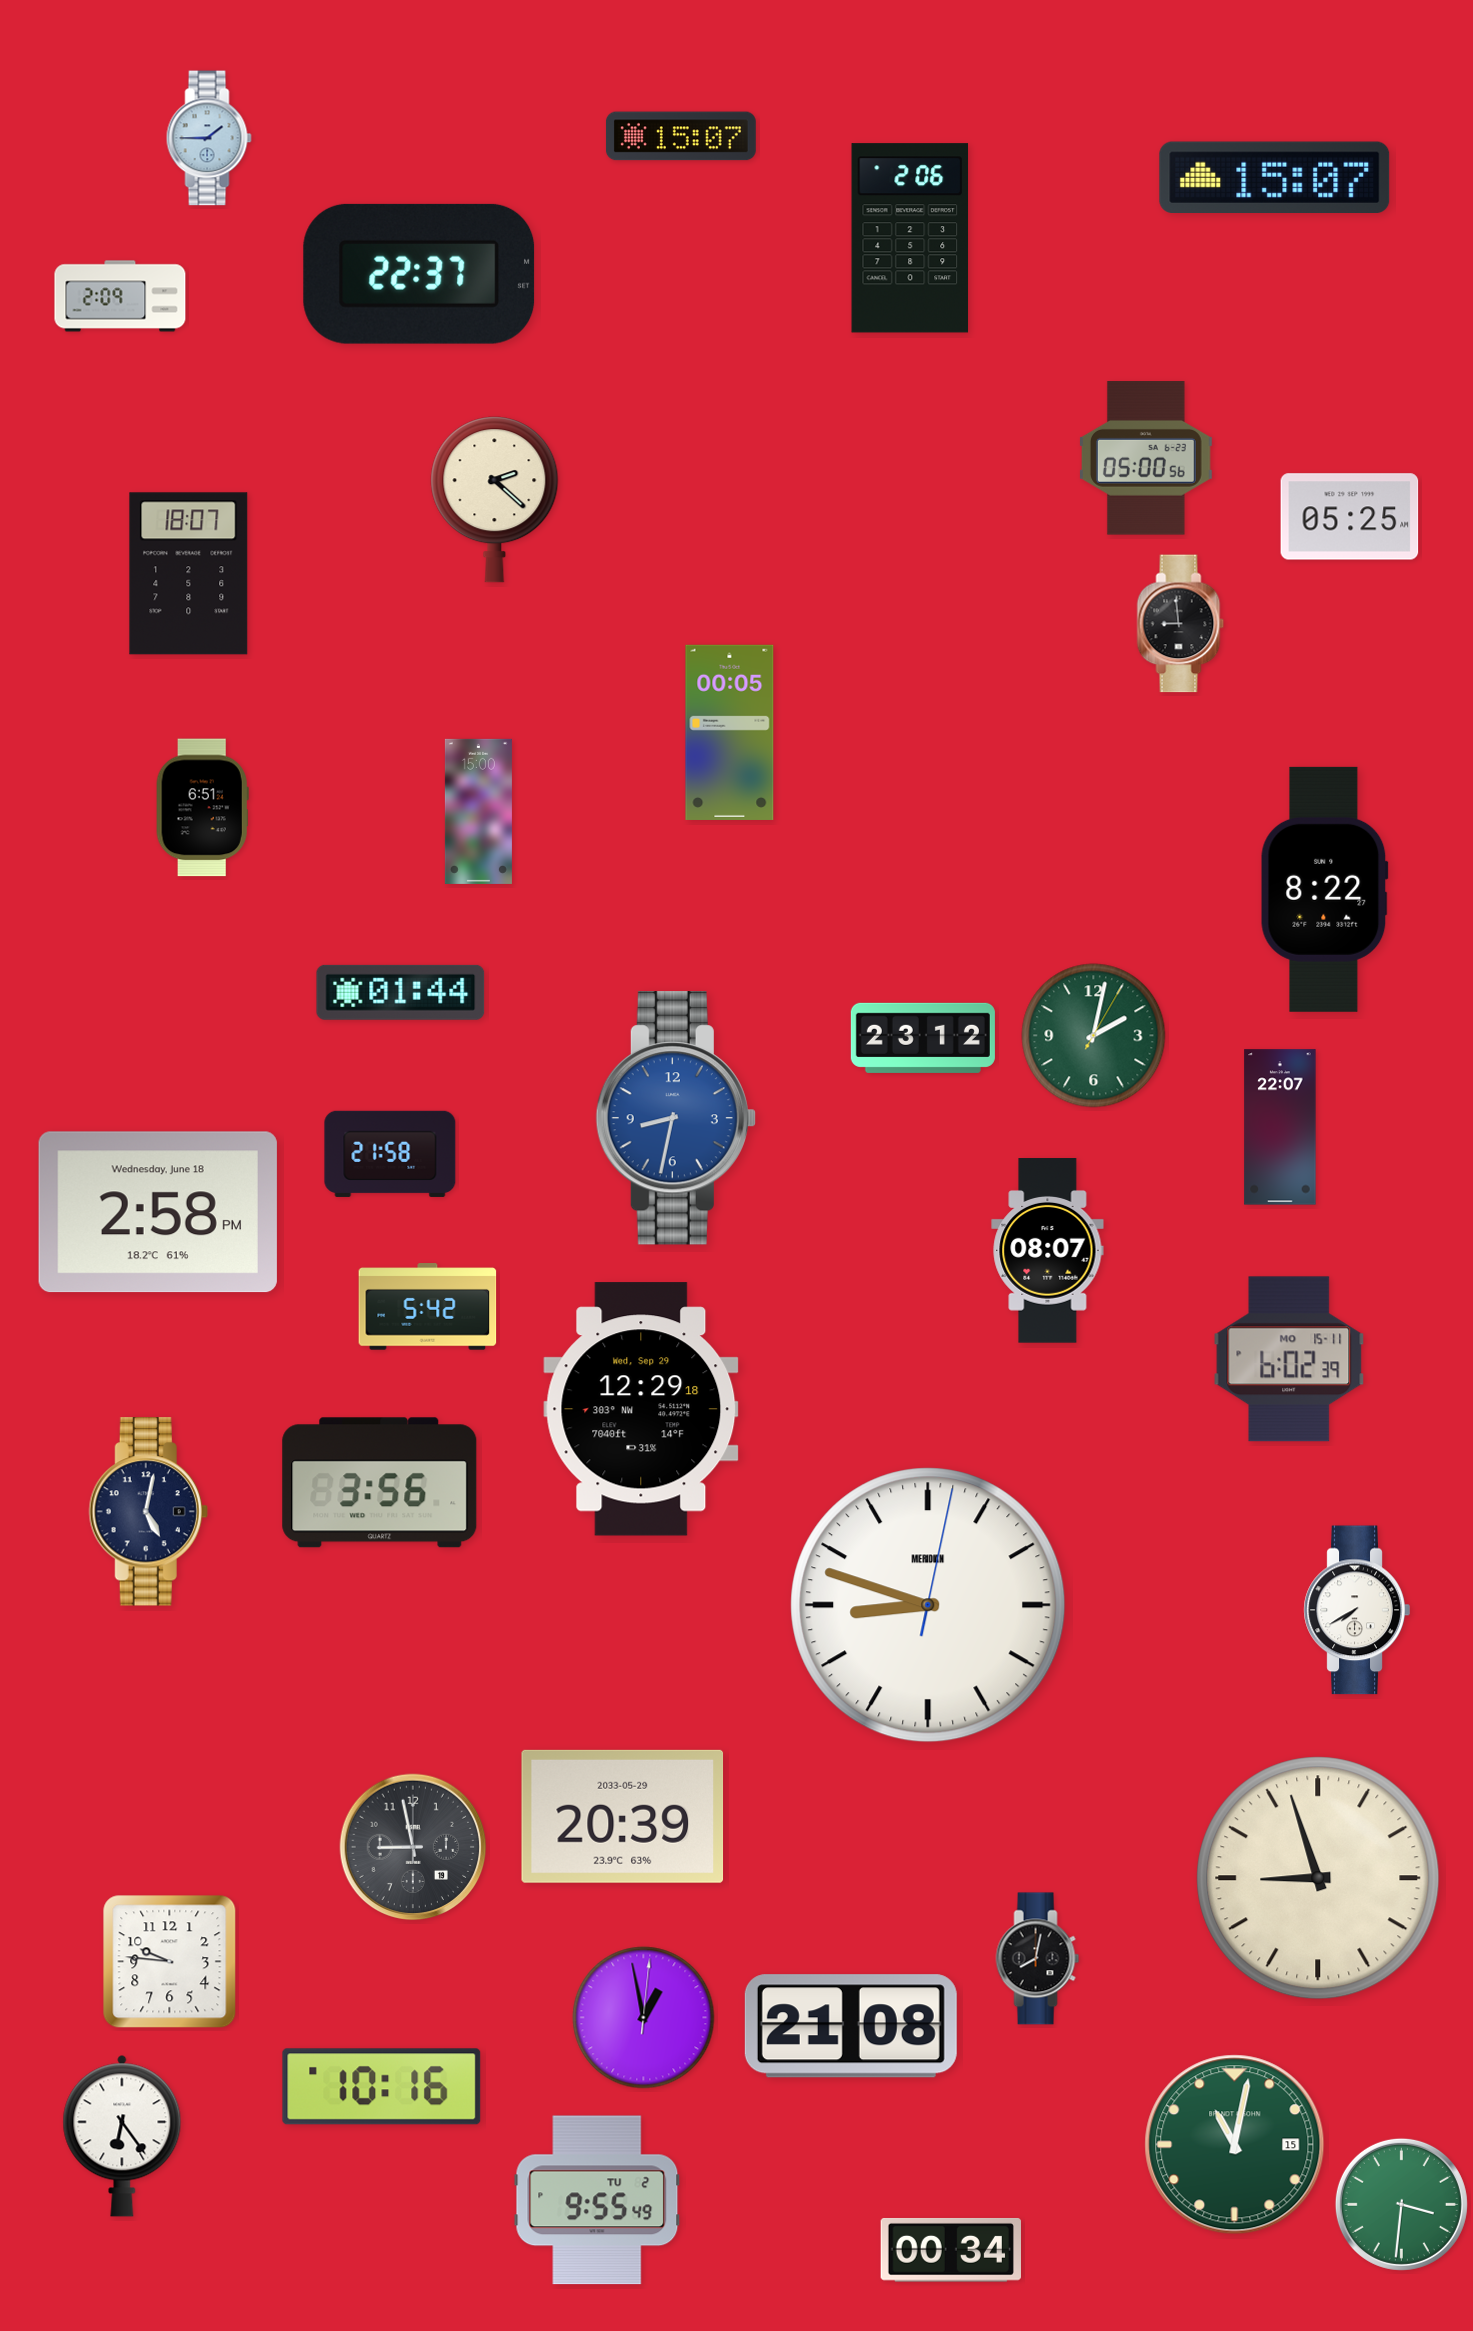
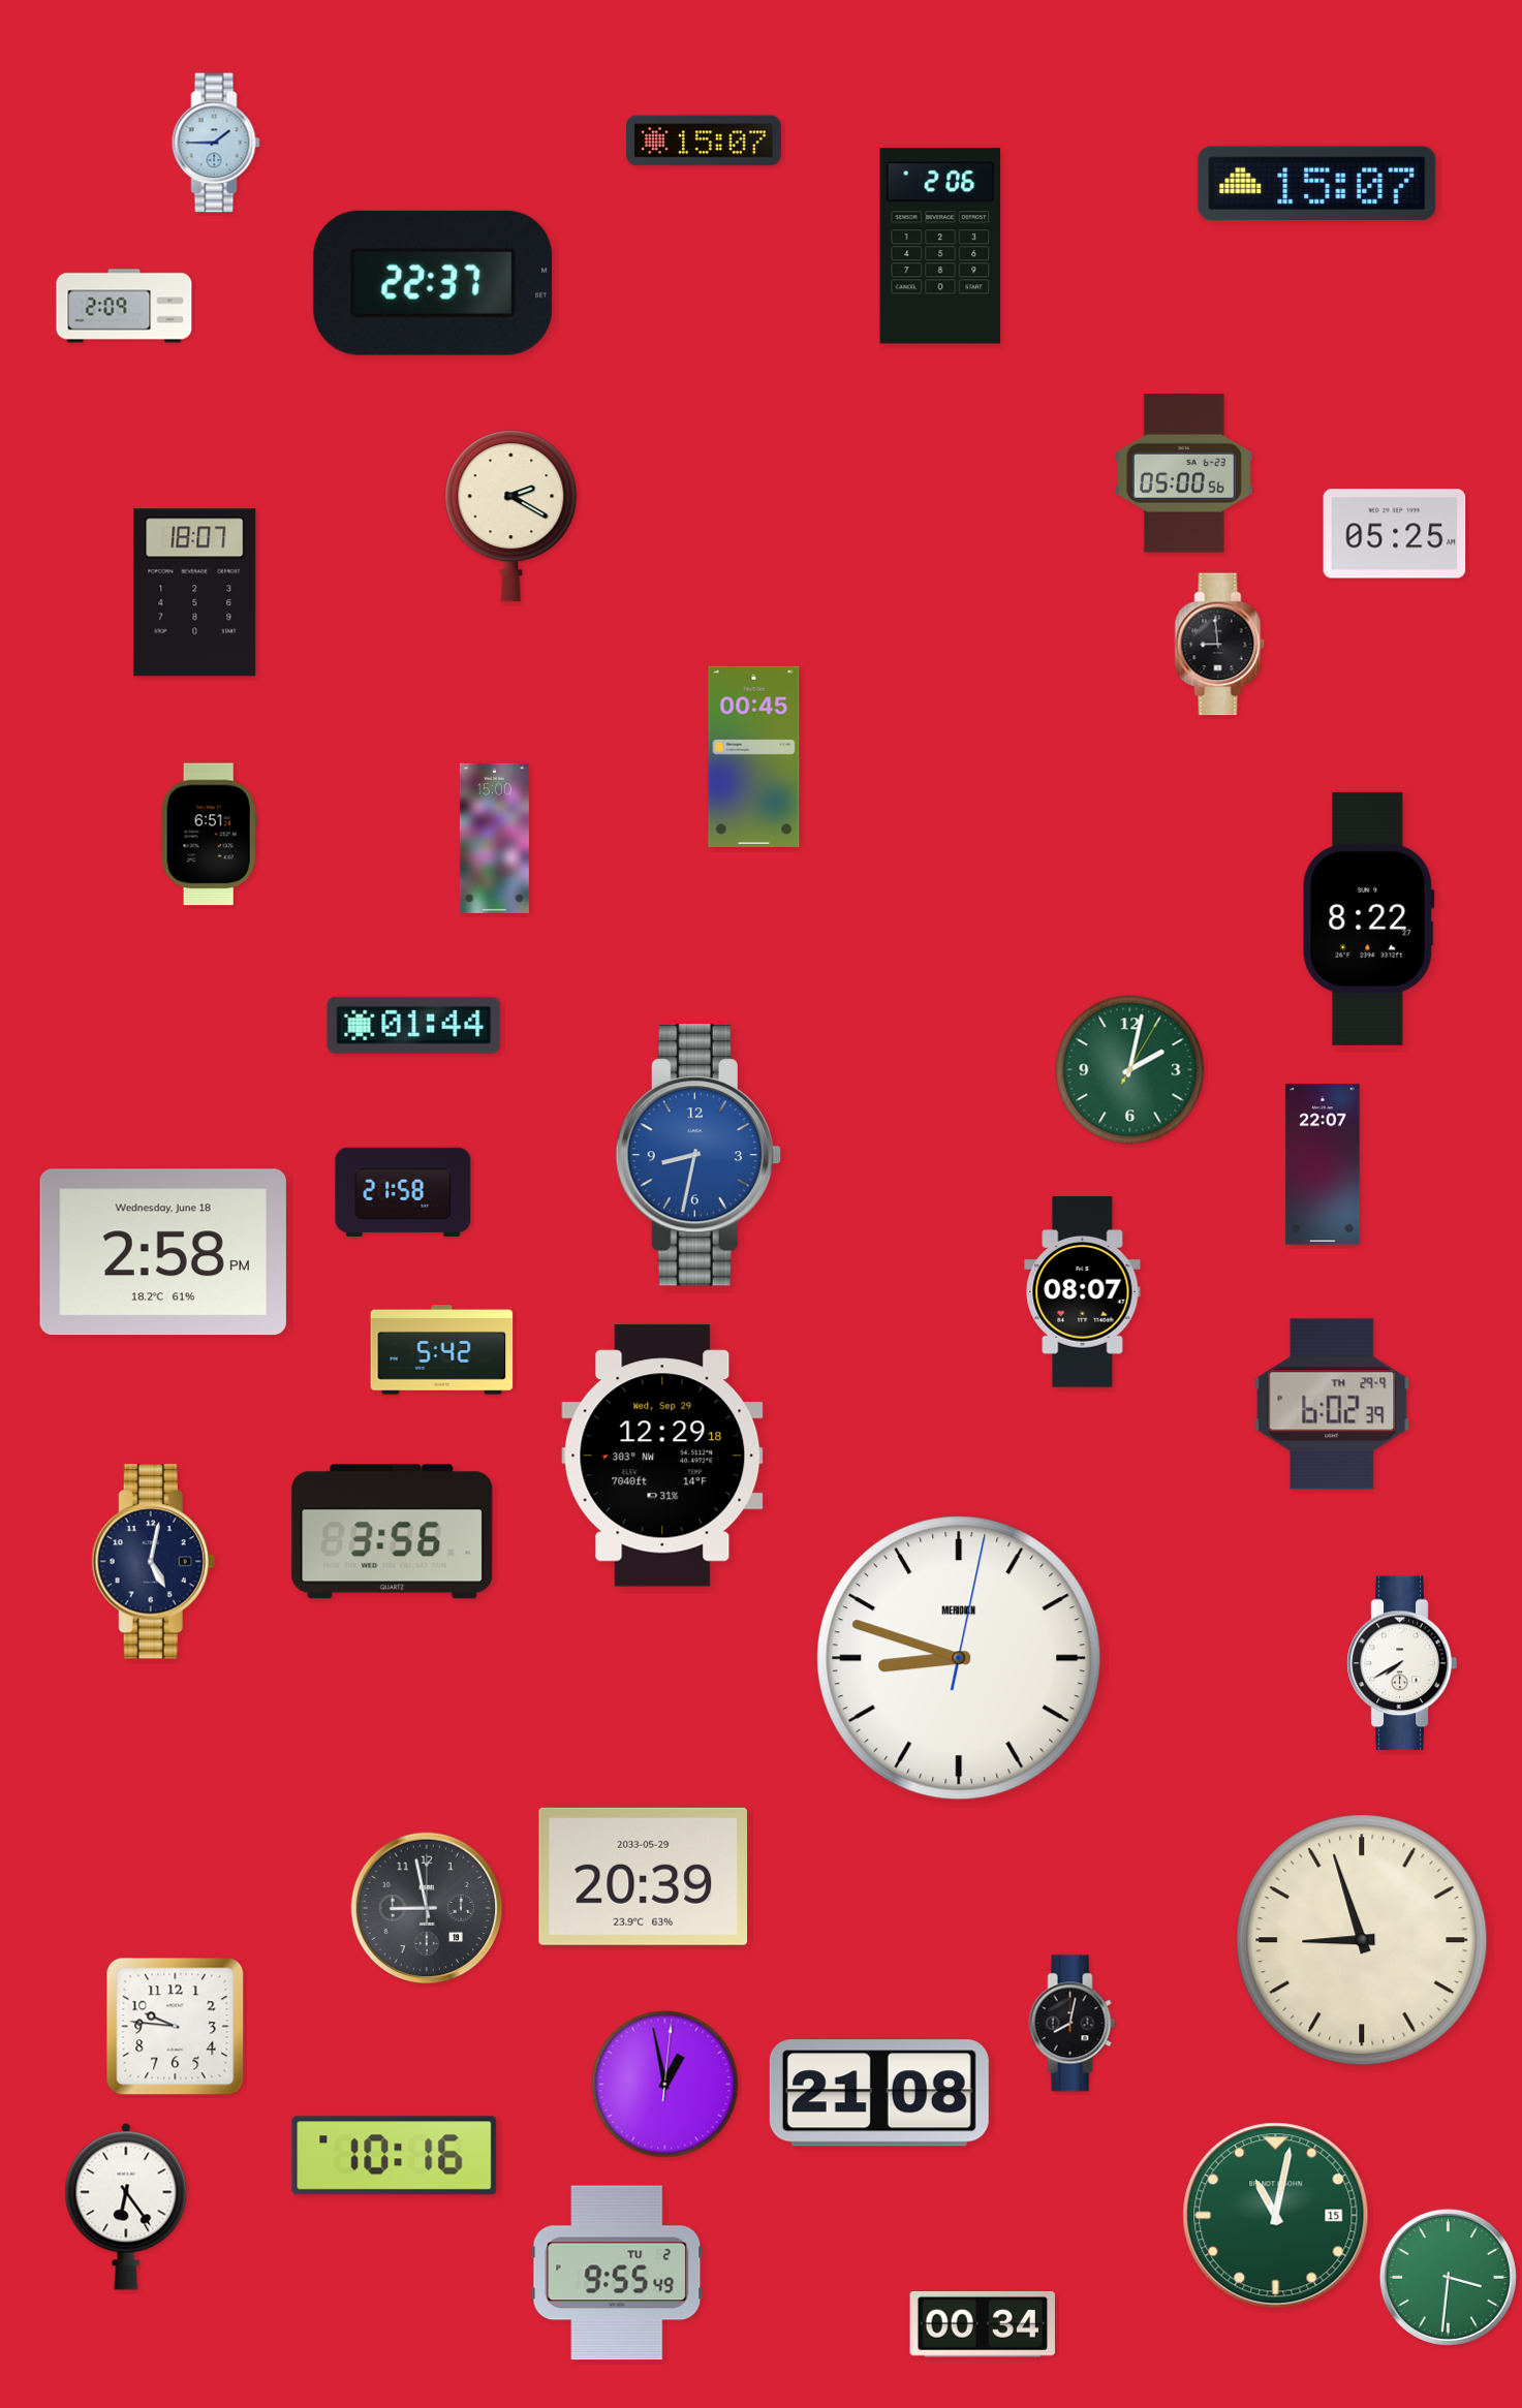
clock at (495, 500): 2:22 -> 2:20
clock at (730, 732): 00:05 -> 00:45
clock at (923, 1038): 23:12 -> none
clock at (1289, 1359) date: MO 15-11 -> TH 29-9
